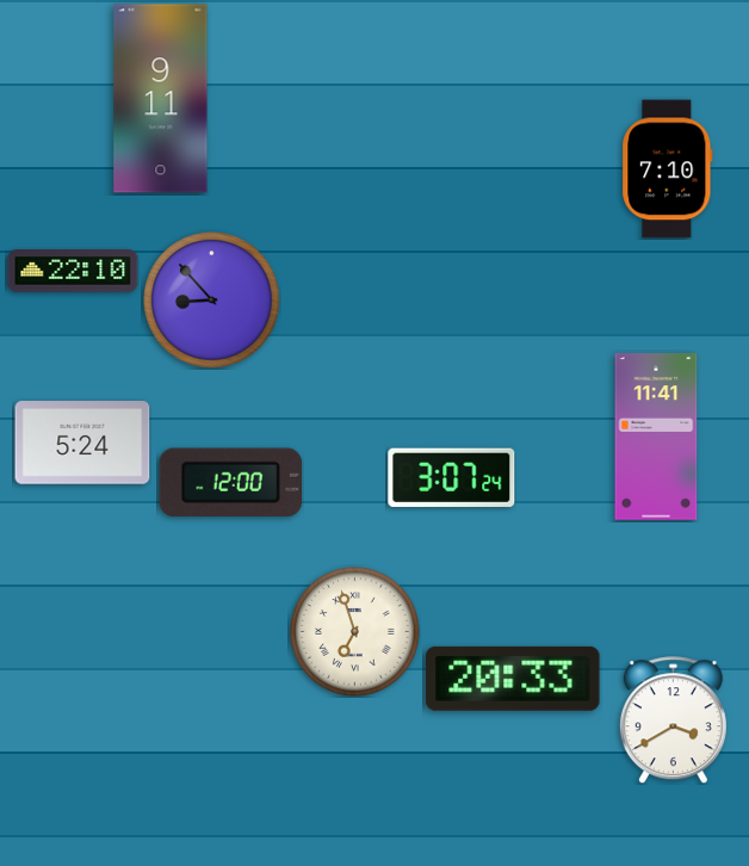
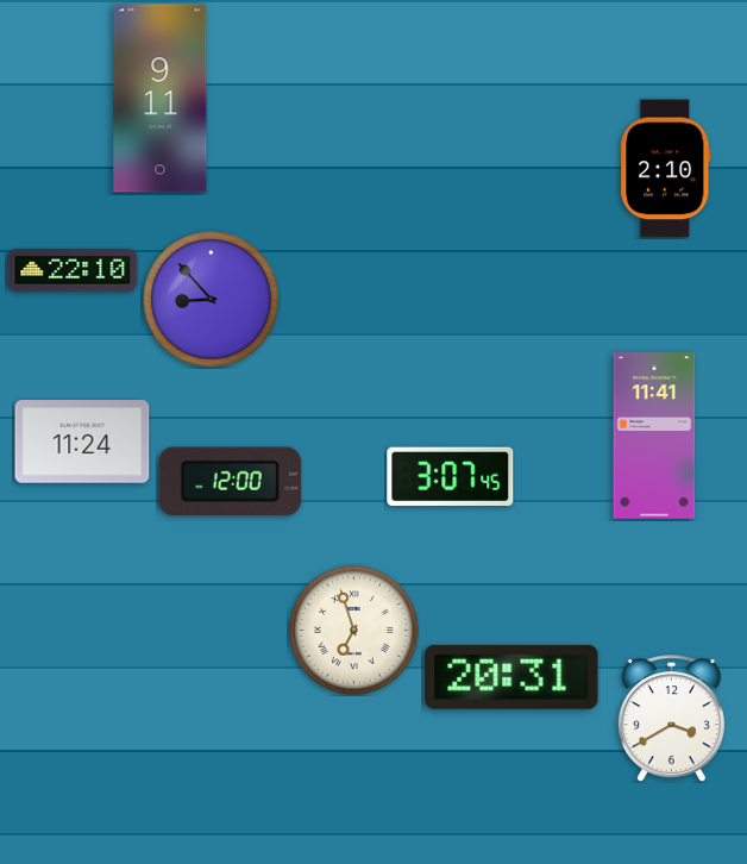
clock at (668, 169): 7:10 -> 2:10
clock at (82, 443): 5:24 -> 11:24
clock at (452, 477): 3:07:24 -> 3:07:45
clock at (513, 679): 20:33 -> 20:31
